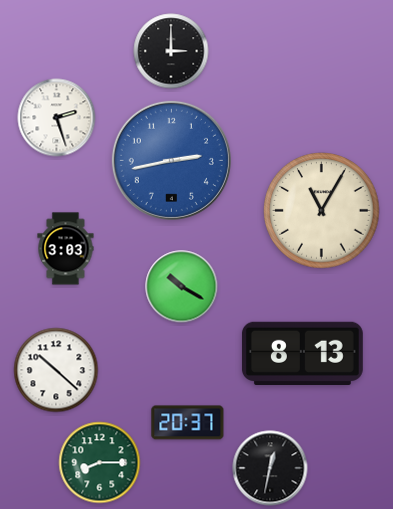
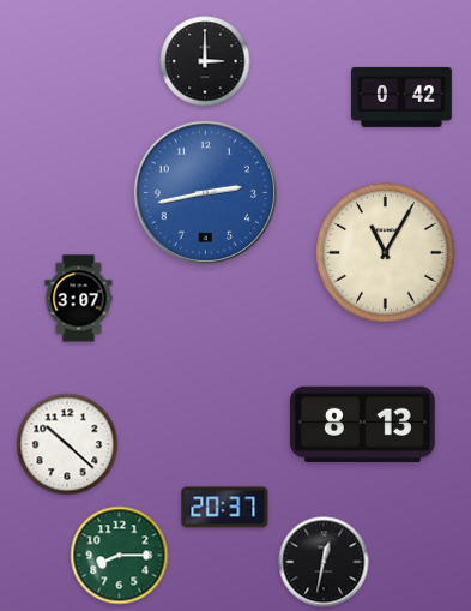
clock at (403, 97): none -> 0:42
clock at (57, 118): 2:27 -> none
clock at (66, 249): 3:03 -> 3:07
clock at (182, 287): 10:20 -> none
